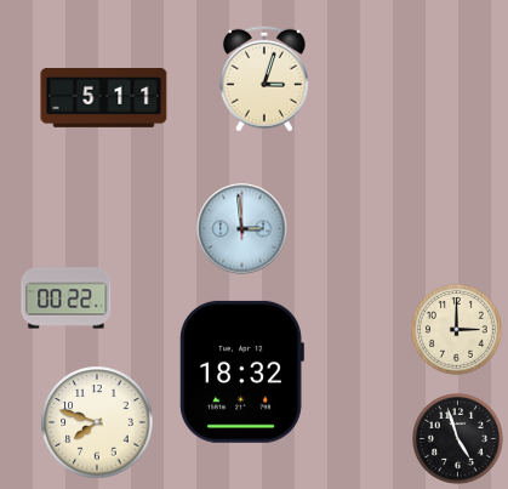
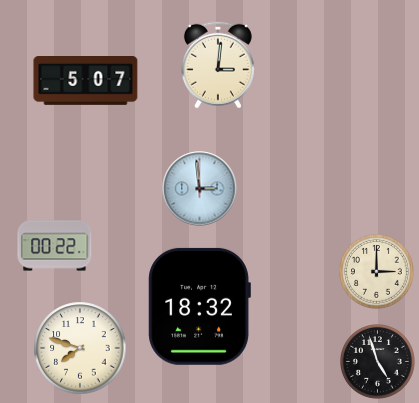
clock at (264, 79): 3:03 -> 3:01
clock at (104, 98): 5:11 -> 5:07
